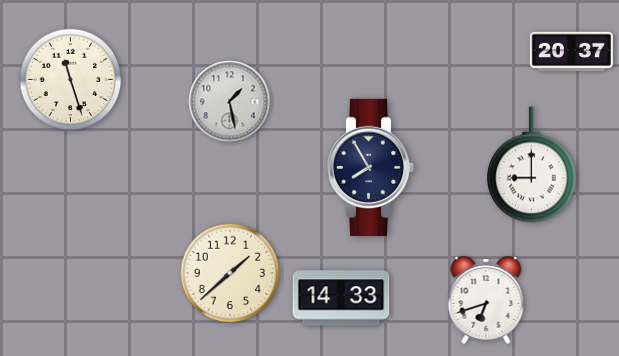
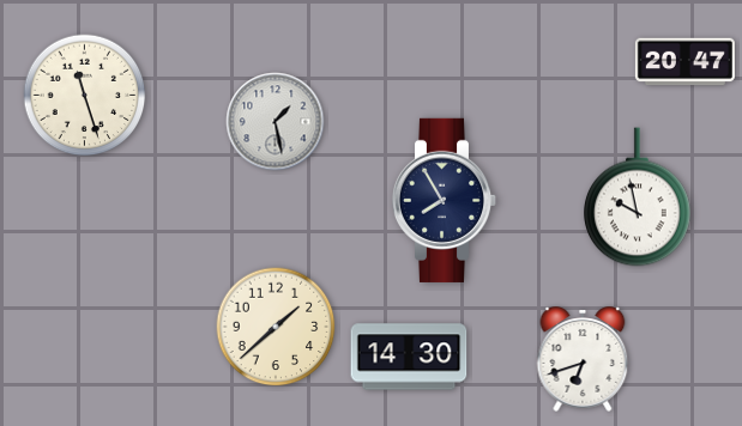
clock at (571, 52): 20:37 -> 20:47
clock at (532, 165): 9:00 -> 9:58
clock at (341, 298): 14:33 -> 14:30
